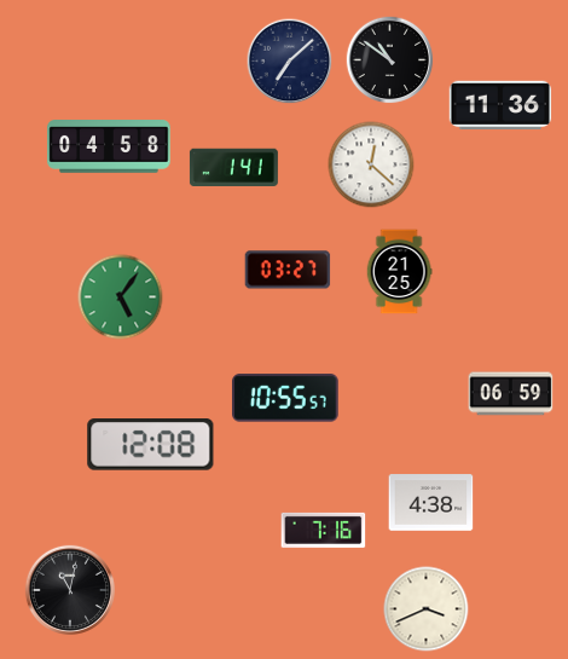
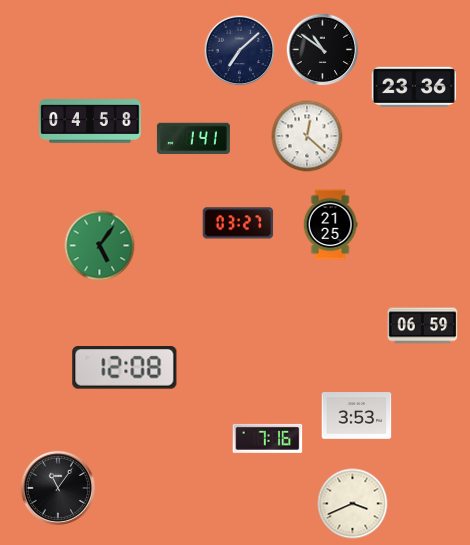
clock at (500, 104): 11:36 -> 23:36
clock at (286, 398): 10:55 -> none
clock at (431, 503): 4:38 -> 3:53
clock at (70, 590): 11:02 -> 11:06
